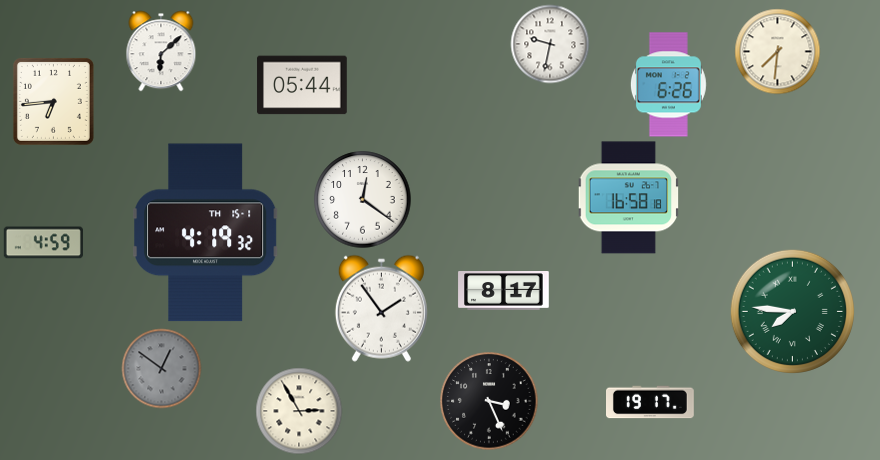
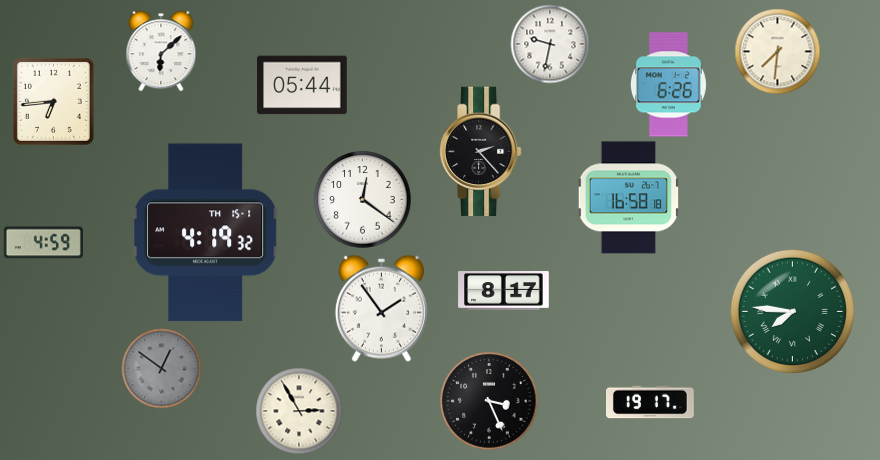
clock at (481, 152): none -> 2:23
